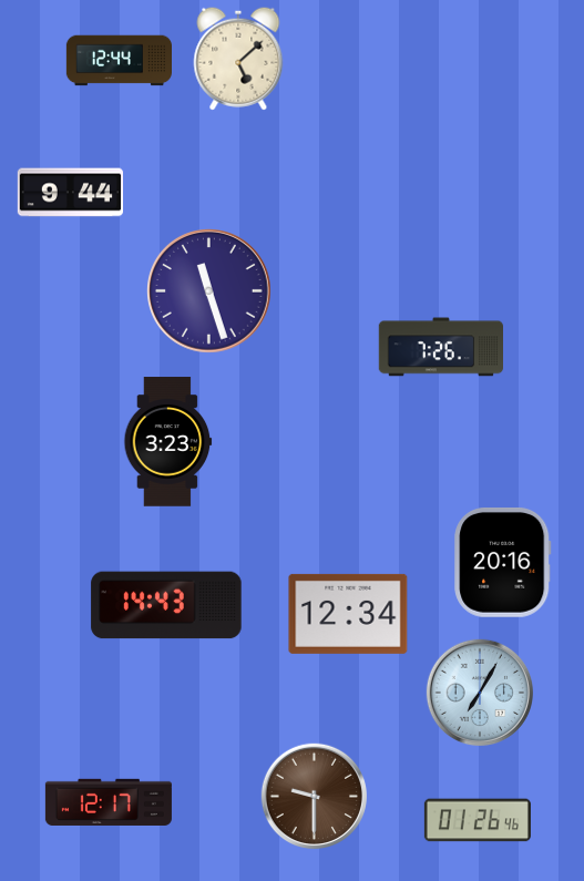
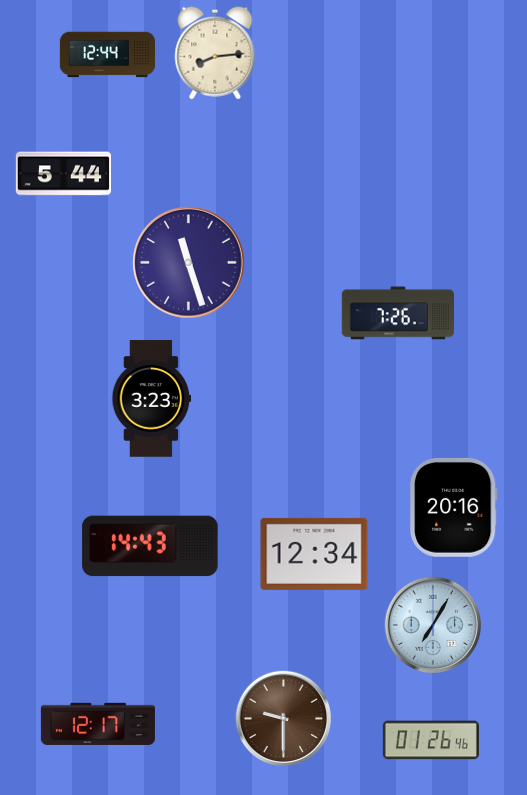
clock at (238, 59): 5:08 -> 8:14
clock at (70, 193): 9:44 -> 5:44
